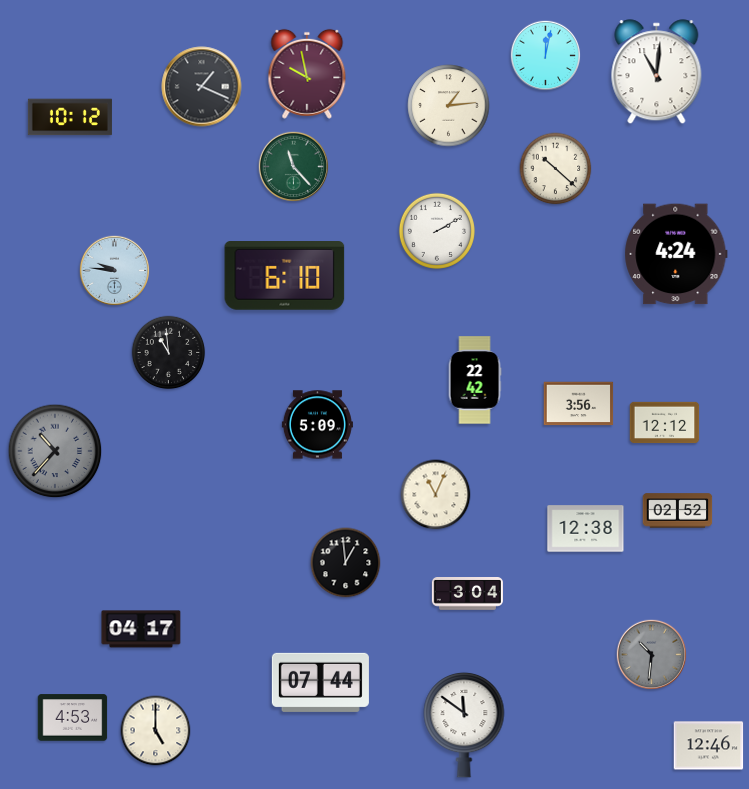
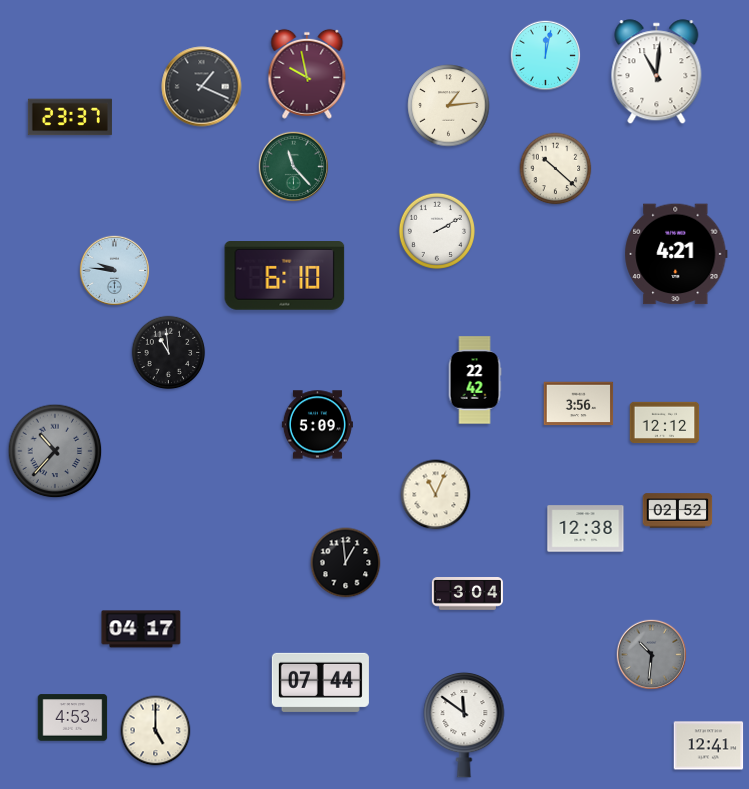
clock at (70, 117): 10:12 -> 23:37
clock at (676, 254): 4:24 -> 4:21
clock at (709, 746): 12:46 -> 12:41
